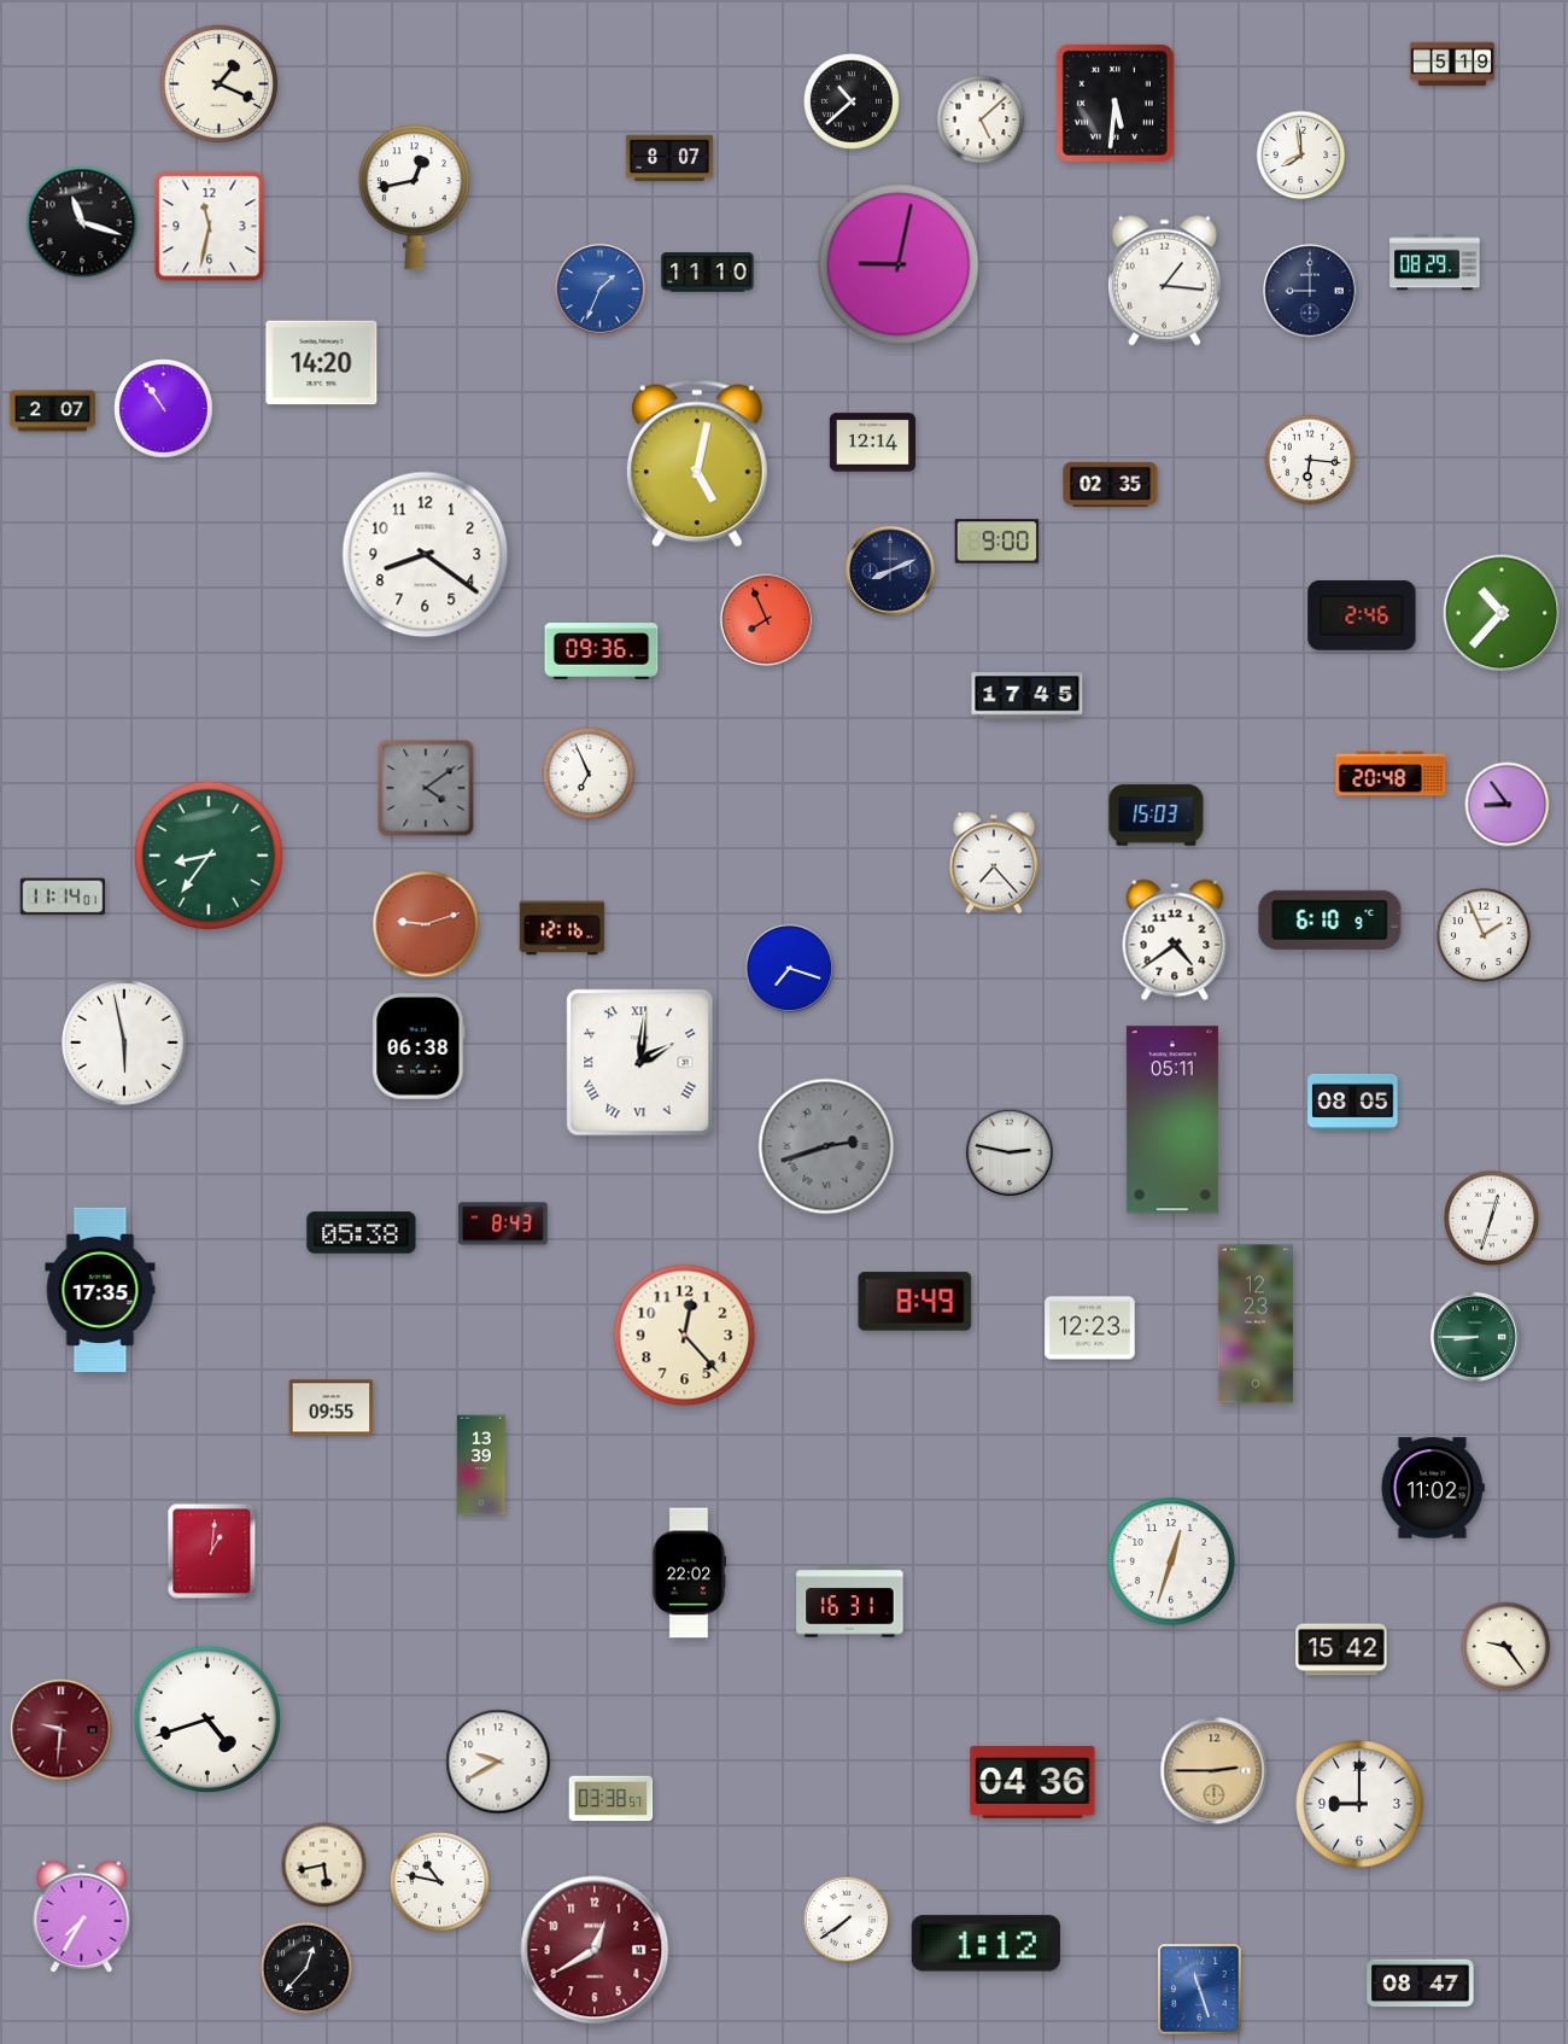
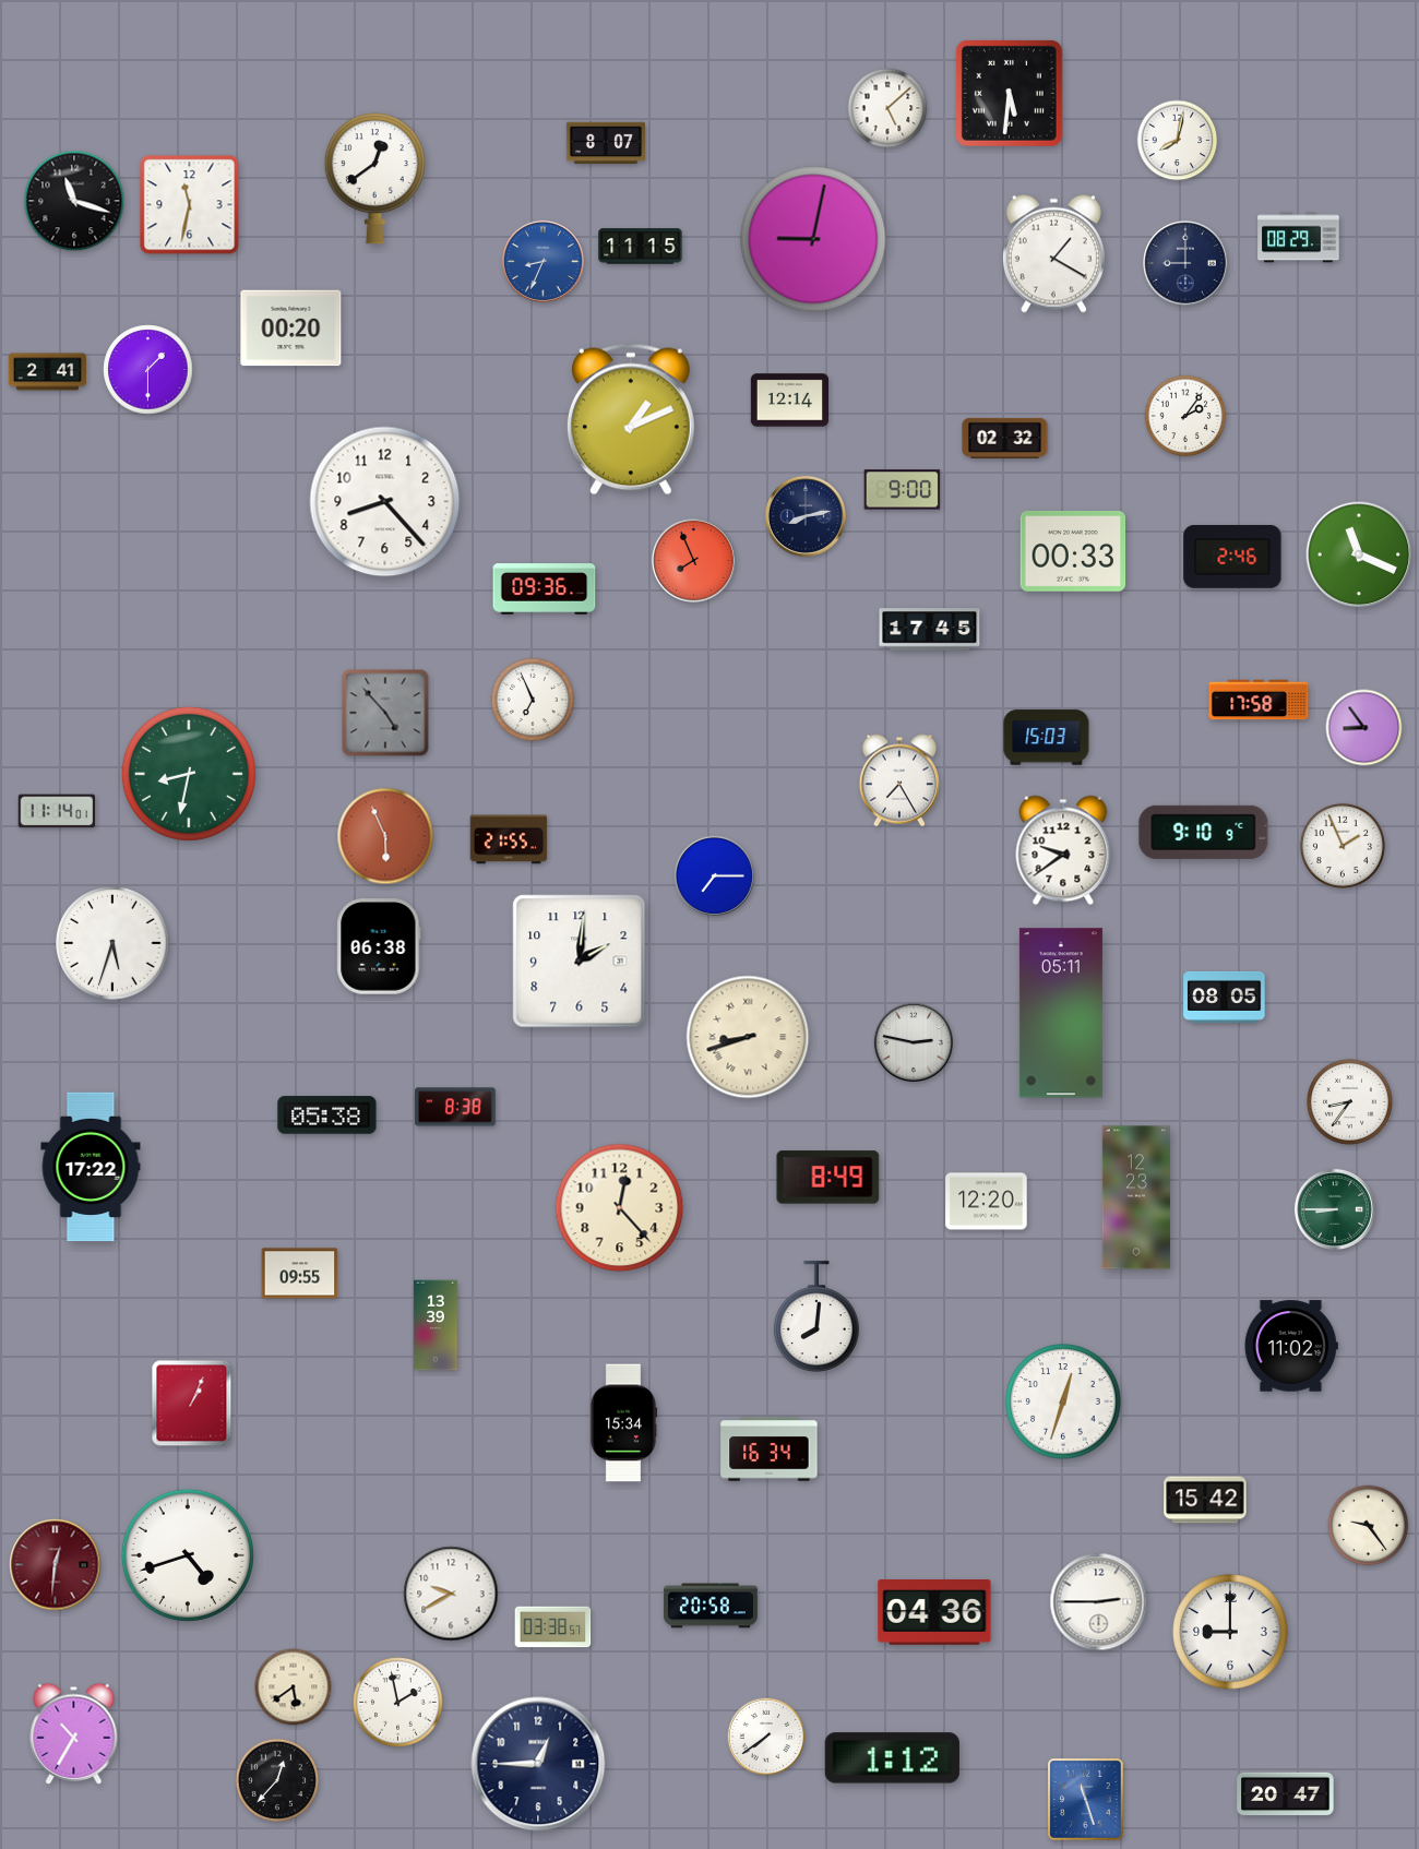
clock at (1452, 64): 5:19 -> none
clock at (220, 84): 1:19 -> none
clock at (852, 101): 10:38 -> none
clock at (1301, 156): 7:59 -> 8:02
clock at (414, 198): 12:43 -> 12:39
clock at (708, 273): 11:10 -> 11:15
clock at (1164, 280): 1:16 -> 1:20
clock at (599, 288): 1:34 -> 8:34
clock at (322, 363): 14:20 -> 00:20
clock at (164, 409): 10:54 -> 1:30
clock at (53, 411): 2:07 -> 2:41
clock at (1310, 460): 6:16 -> 2:06
clock at (697, 463): 5:02 -> 1:11
clock at (1111, 484): 02:35 -> 02:32
clock at (426, 555): 8:21 -> 8:23
clock at (890, 571): 8:11 -> 8:13
clock at (1073, 551): none -> 00:33
clock at (1502, 613): 10:37 -> 11:19
clock at (1391, 773): 20:48 -> 17:58
clock at (426, 788): 4:09 -> 4:53
clock at (209, 855): 8:36 -> 8:32
clock at (994, 863): 7:23 -> 7:25
clock at (1330, 919): 6:10 -> 9:10
clock at (426, 924): 9:12 -> 5:56
clock at (562, 928): 12:16 -> 21:55
clock at (1175, 940): 4:39 -> 9:39
clock at (789, 968): 7:18 -> 7:15
clock at (124, 1043): 5:58 -> 5:33
clock at (640, 1063) numerals: Roman -> Arabic
clock at (826, 1146): 2:42 -> 8:42
clock at (826, 1146) dial: grey -> cream
clock at (1491, 1217): 12:33 -> 8:36
clock at (503, 1224): 8:43 -> 8:38
clock at (100, 1290): 17:35 -> 17:22
clock at (1090, 1328): 12:23 -> 12:20
clock at (816, 1316): none -> 8:01
clock at (1433, 1488) position: (1433, 1488) -> (1291, 1346)
clock at (212, 1552): 1:01 -> 1:04
clock at (1171, 1561) position: (1171, 1561) -> (1063, 1401)
clock at (689, 1573): 22:02 -> 15:34
clock at (850, 1602): 16:31 -> 16:34
clock at (1506, 1647) position: (1506, 1647) -> (1369, 1526)
clock at (1341, 1649) position: (1341, 1649) -> (1205, 1500)
clock at (62, 1730): 9:31 -> 12:31
clock at (1215, 1771) dial: champagne -> white
clock at (711, 1606): none -> 20:58
clock at (324, 1865): 5:43 -> 5:39
clock at (440, 1882): 10:47 -> 1:58
clock at (82, 1916): 7:35 -> 10:35
clock at (595, 1950): 12:40 -> 12:45
clock at (595, 1950) dial: burgundy -> navy
clock at (1421, 1984): 08:47 -> 20:47
